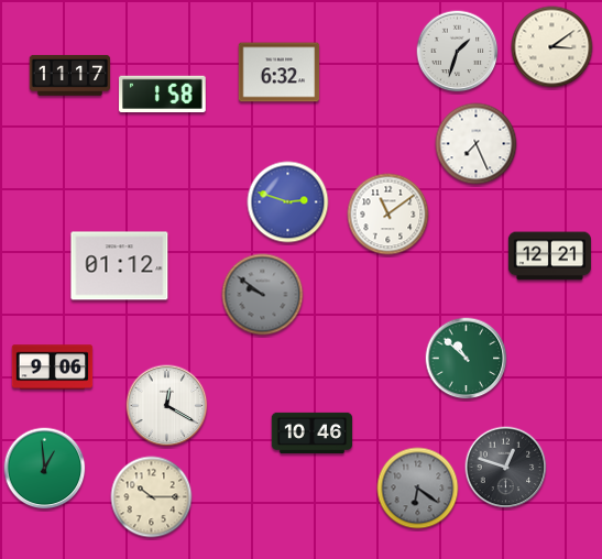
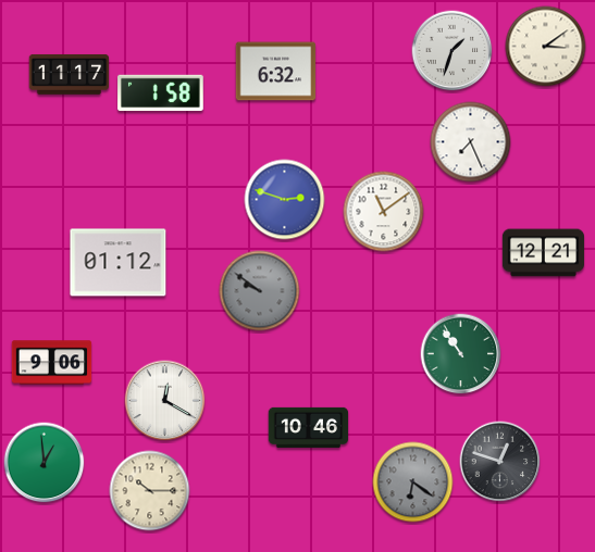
clock at (467, 359): 10:52 -> 10:54
